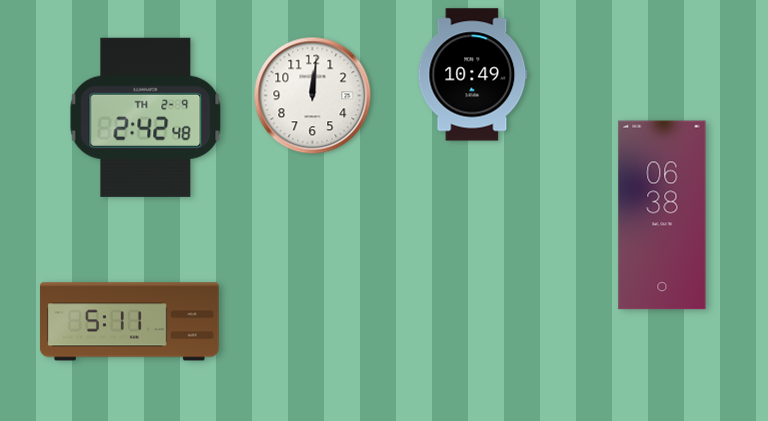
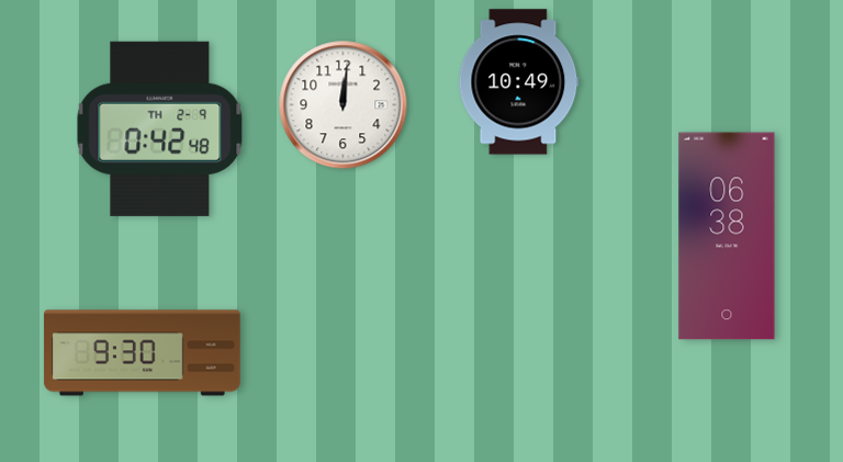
clock at (146, 117): 2:42 -> 0:42
clock at (129, 322): 5:11 -> 9:30
